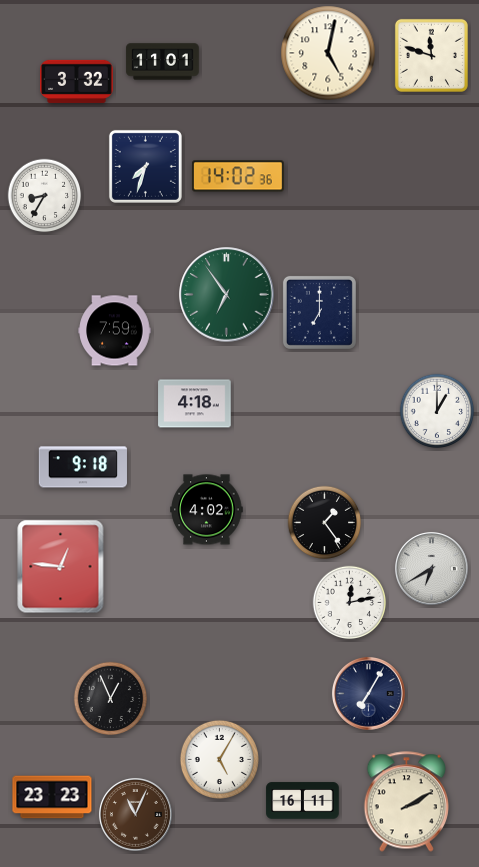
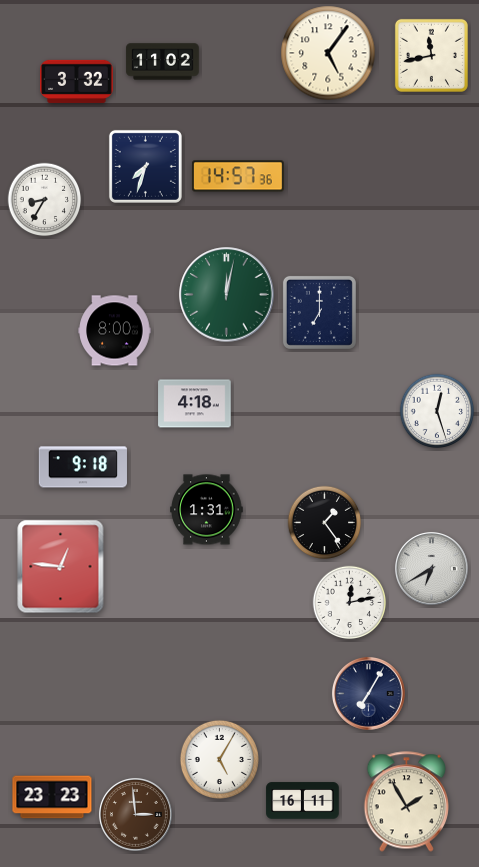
clock at (328, 53): 5:02 -> 5:06
clock at (431, 55): 11:48 -> 11:43
clock at (163, 62): 11:01 -> 11:02
clock at (238, 176): 14:02 -> 14:57
clock at (45, 196) position: (45, 196) -> (45, 200)
clock at (227, 295): 6:54 -> 12:02
clock at (115, 331): 7:59 -> 8:00
clock at (437, 411): 1:00 -> 12:27
clock at (207, 510): 4:02 -> 1:31
clock at (111, 699): 12:56 -> none
clock at (406, 802): 2:10 -> 1:55
clock at (135, 814): 11:04 -> 2:59
